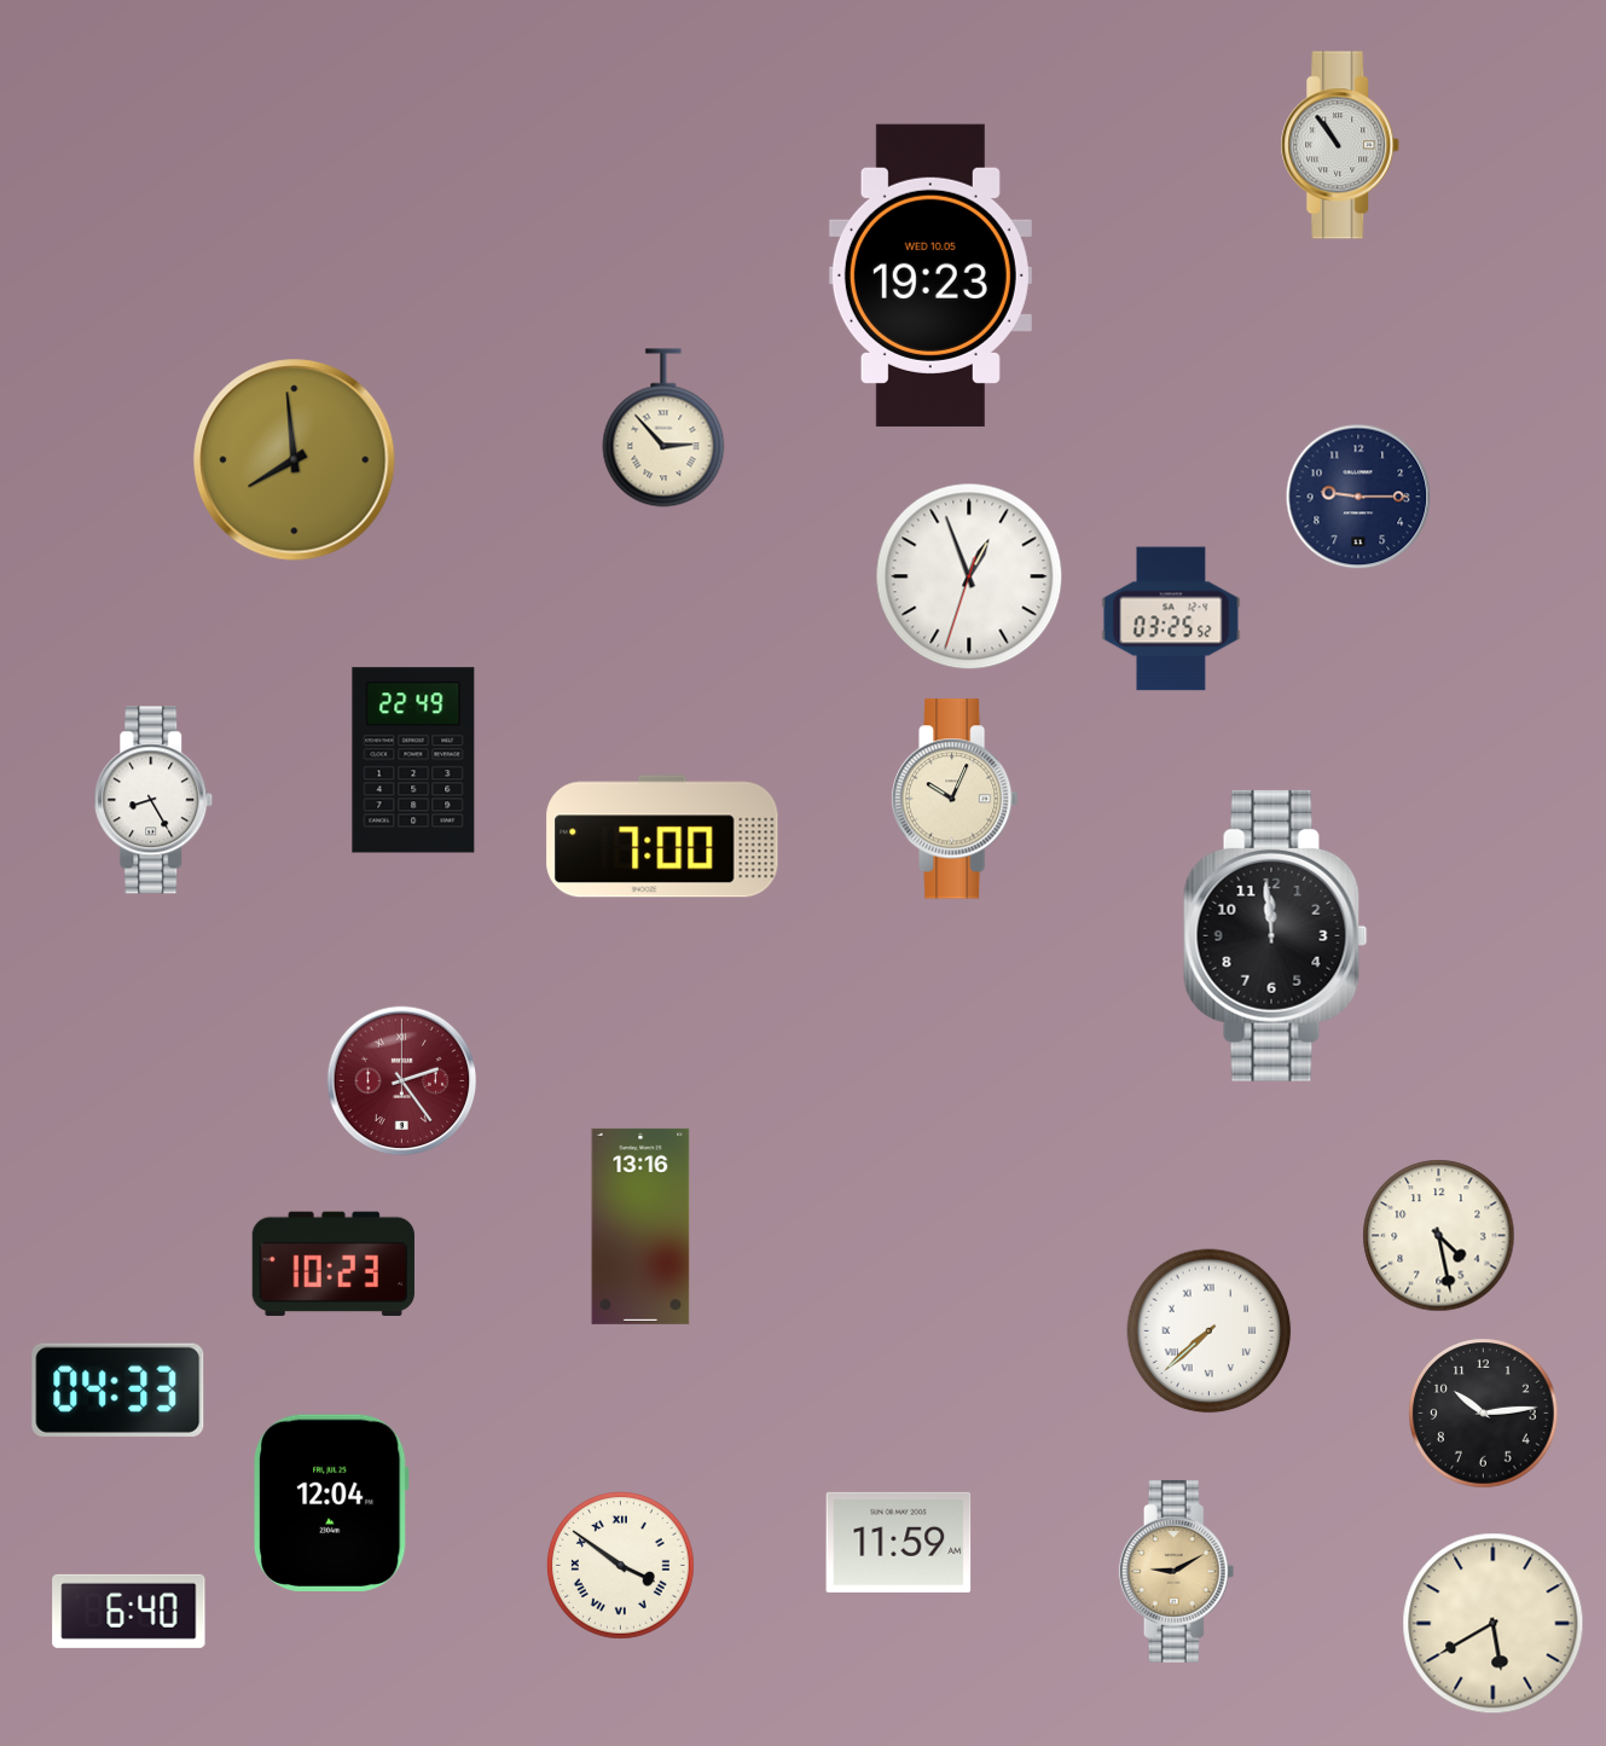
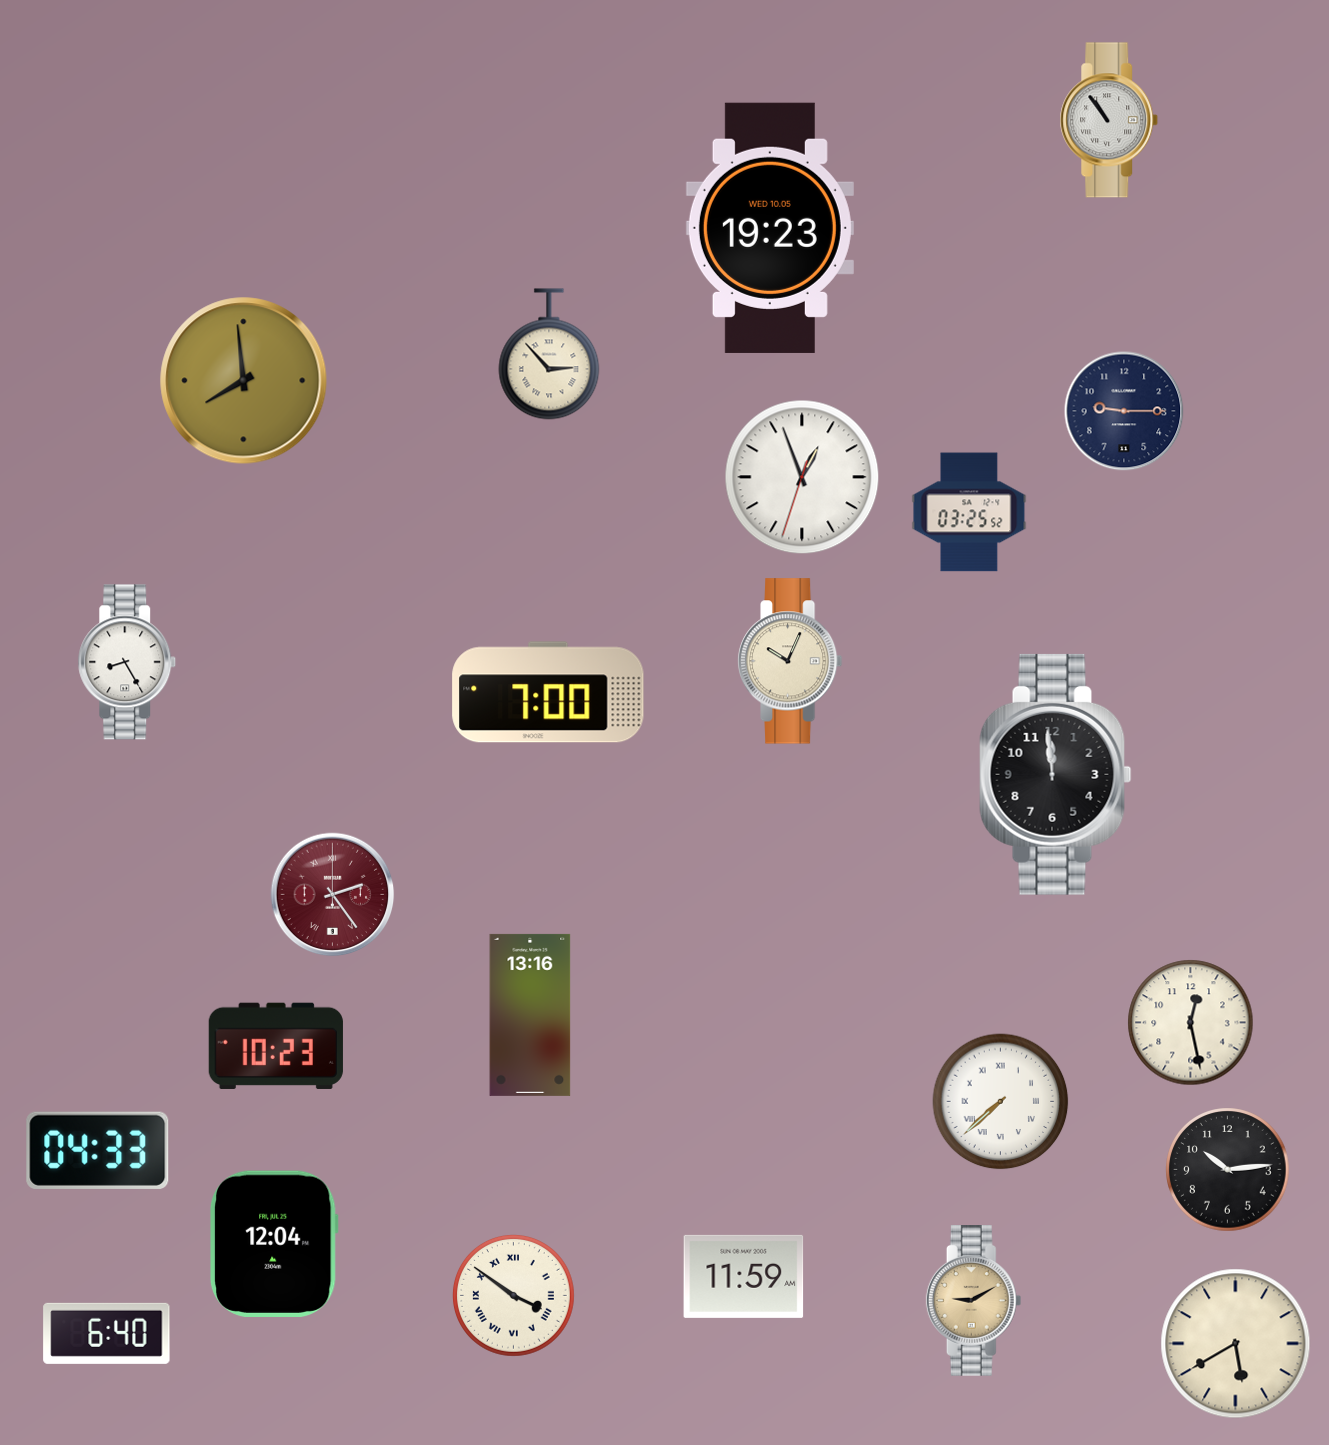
clock at (413, 760): 22:49 -> none
clock at (1439, 1236): 4:28 -> 12:28
